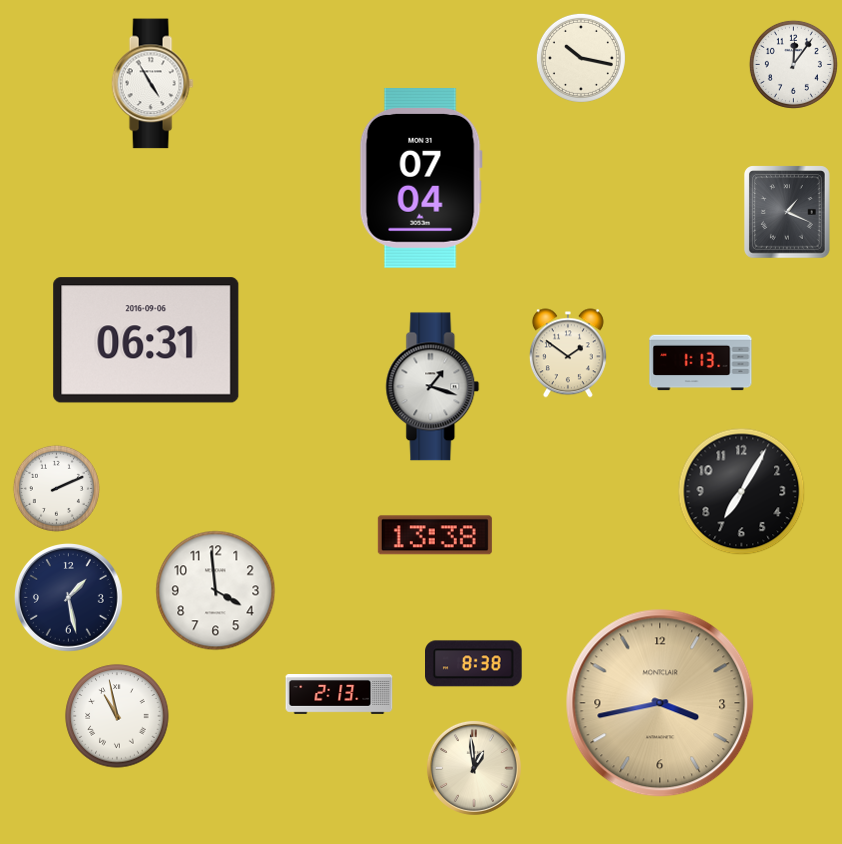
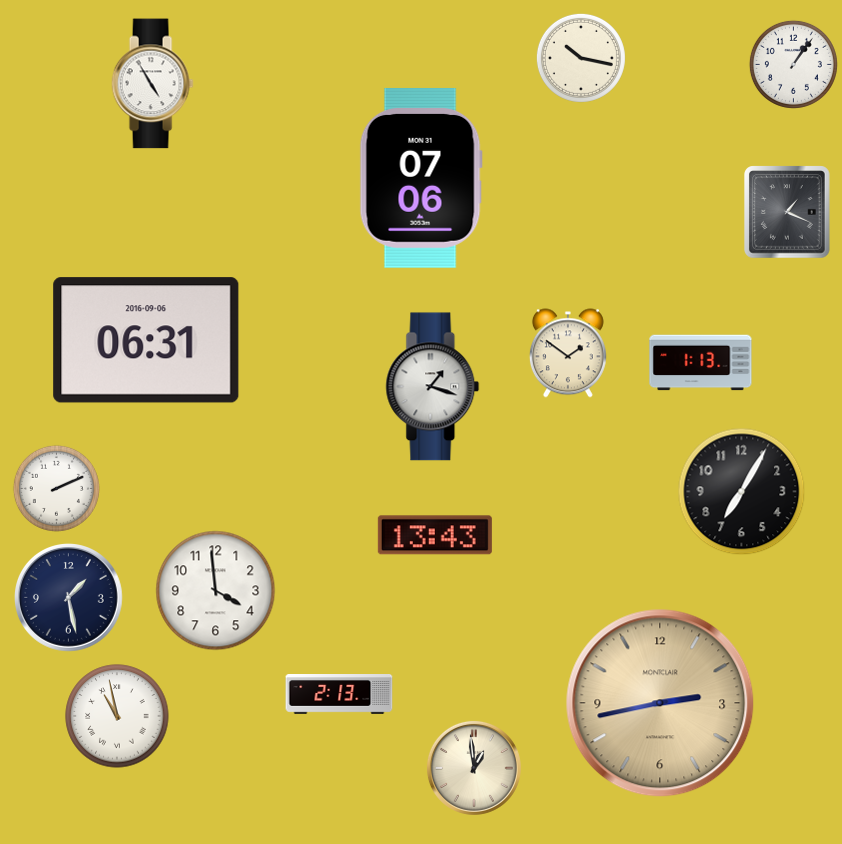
clock at (793, 64): 12:06 -> 1:06
clock at (421, 178): 07:04 -> 07:06
clock at (435, 535): 13:38 -> 13:43
clock at (474, 664): 8:38 -> none
clock at (660, 703): 3:43 -> 2:43
